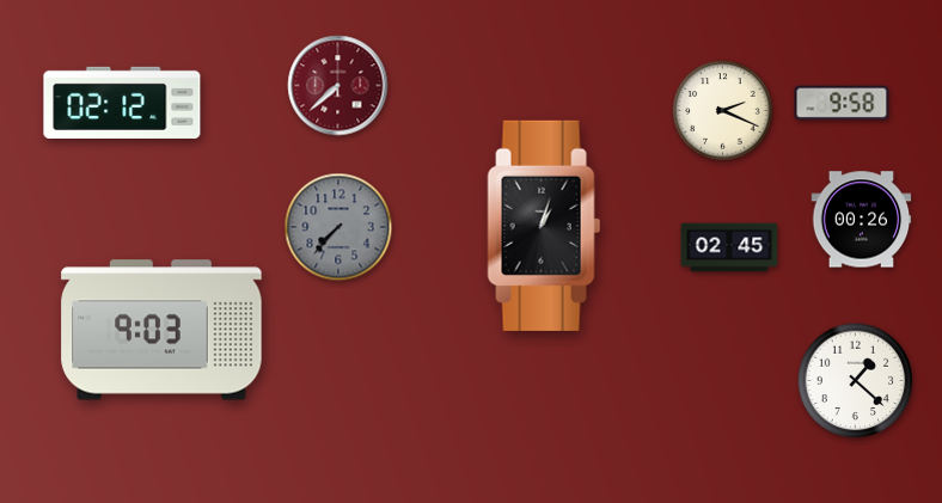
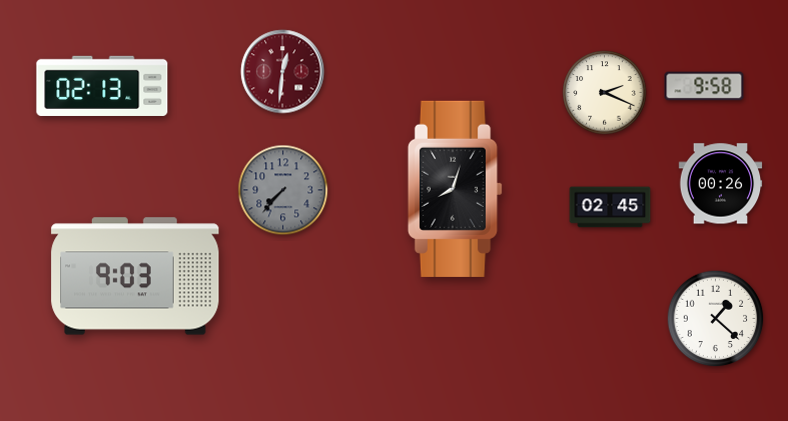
clock at (338, 86): 7:38 -> 12:31
clock at (122, 103): 02:12 -> 02:13
clock at (544, 226): 1:03 -> 8:03
